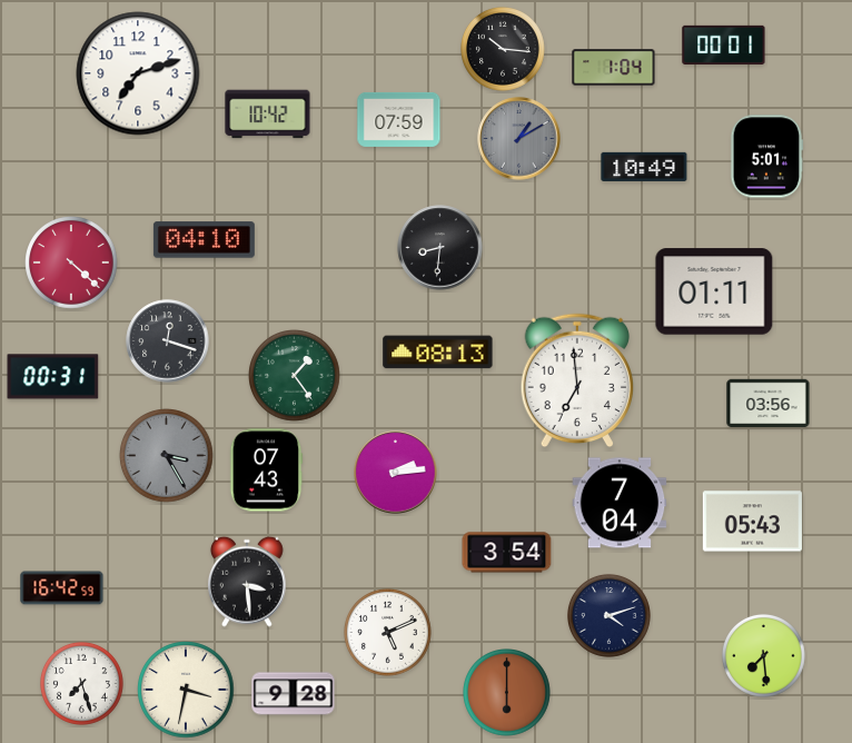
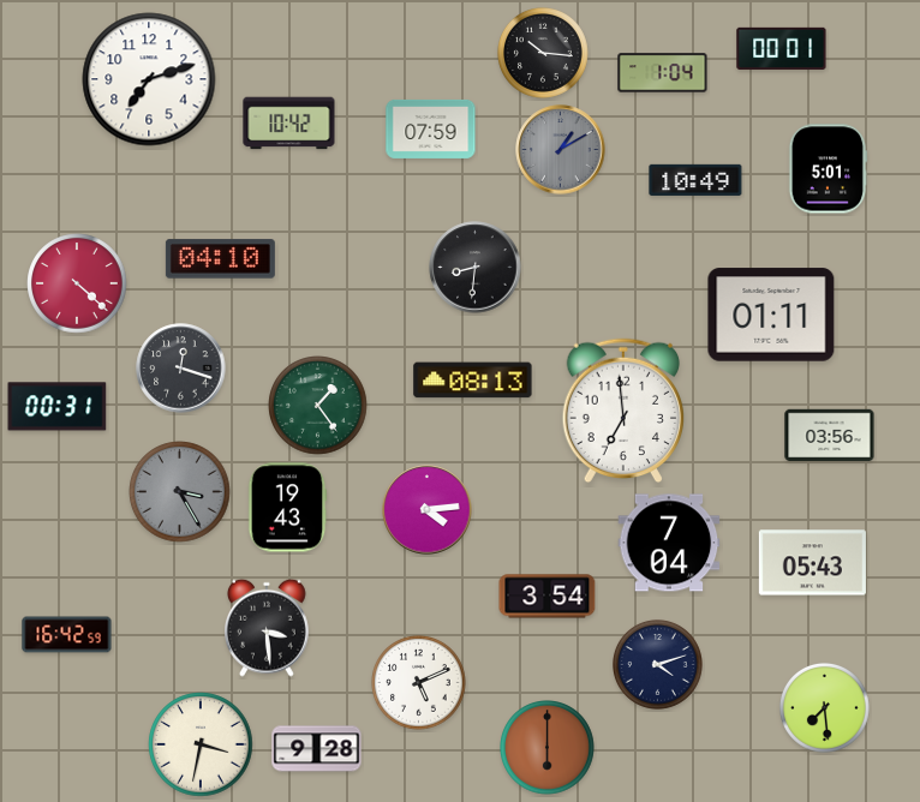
clock at (266, 470): 07:43 -> 19:43
clock at (396, 473): 2:14 -> 4:14
clock at (82, 684): 7:27 -> none
